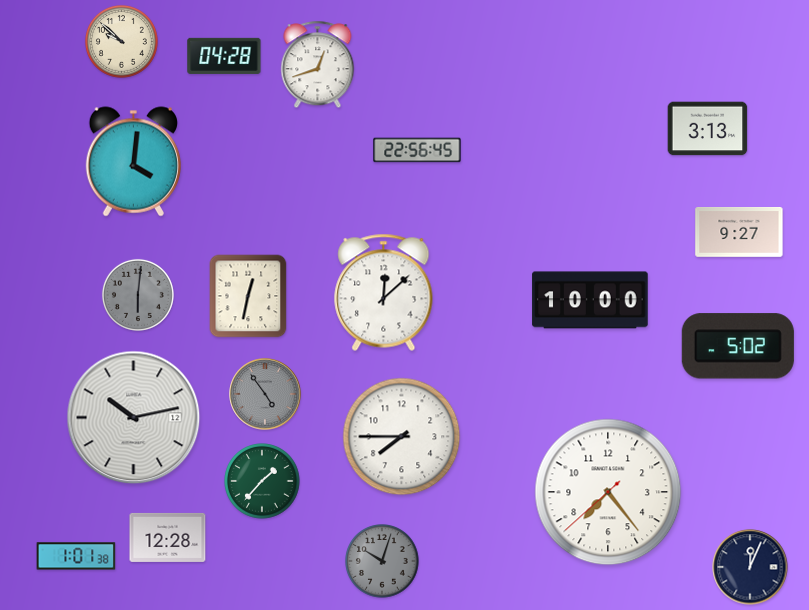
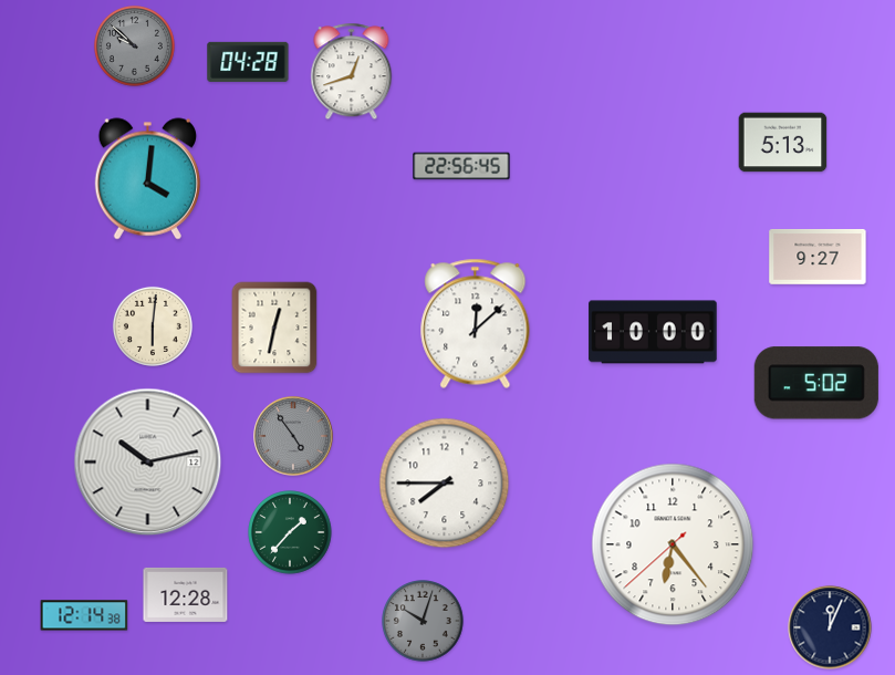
clock at (121, 41) dial: cream -> grey
clock at (708, 129): 3:13 -> 5:13
clock at (384, 292) position: (384, 292) -> (476, 323)
clock at (138, 295) dial: grey -> cream
clock at (608, 492): 7:23 -> 6:23
clock at (76, 556): 1:01 -> 12:14
